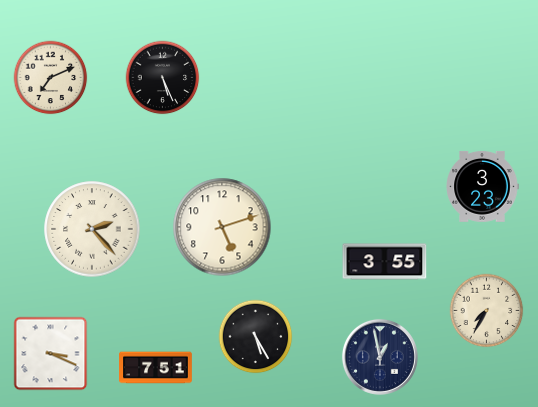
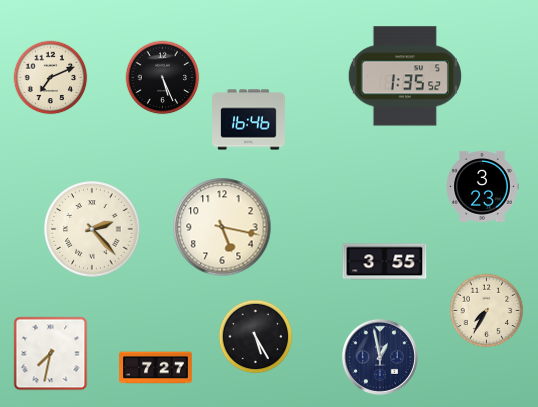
clock at (405, 76): none -> 1:35
clock at (249, 120): none -> 16:46
clock at (222, 227): 5:12 -> 5:17
clock at (51, 354): 3:19 -> 7:32
clock at (156, 368): 7:51 -> 7:27
